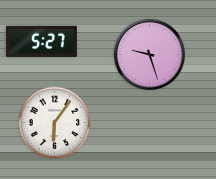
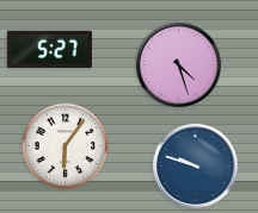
clock at (149, 54): 9:27 -> 4:27
clock at (195, 165): none -> 9:48
